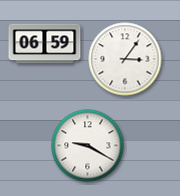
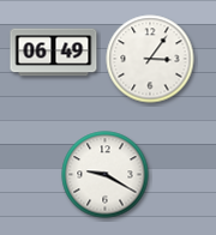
clock at (45, 44): 06:59 -> 06:49
clock at (125, 59) position: (125, 59) -> (150, 59)
